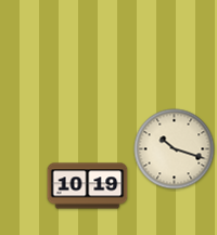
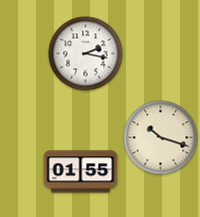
clock at (86, 54): none -> 2:17
clock at (88, 186): 10:19 -> 01:55
